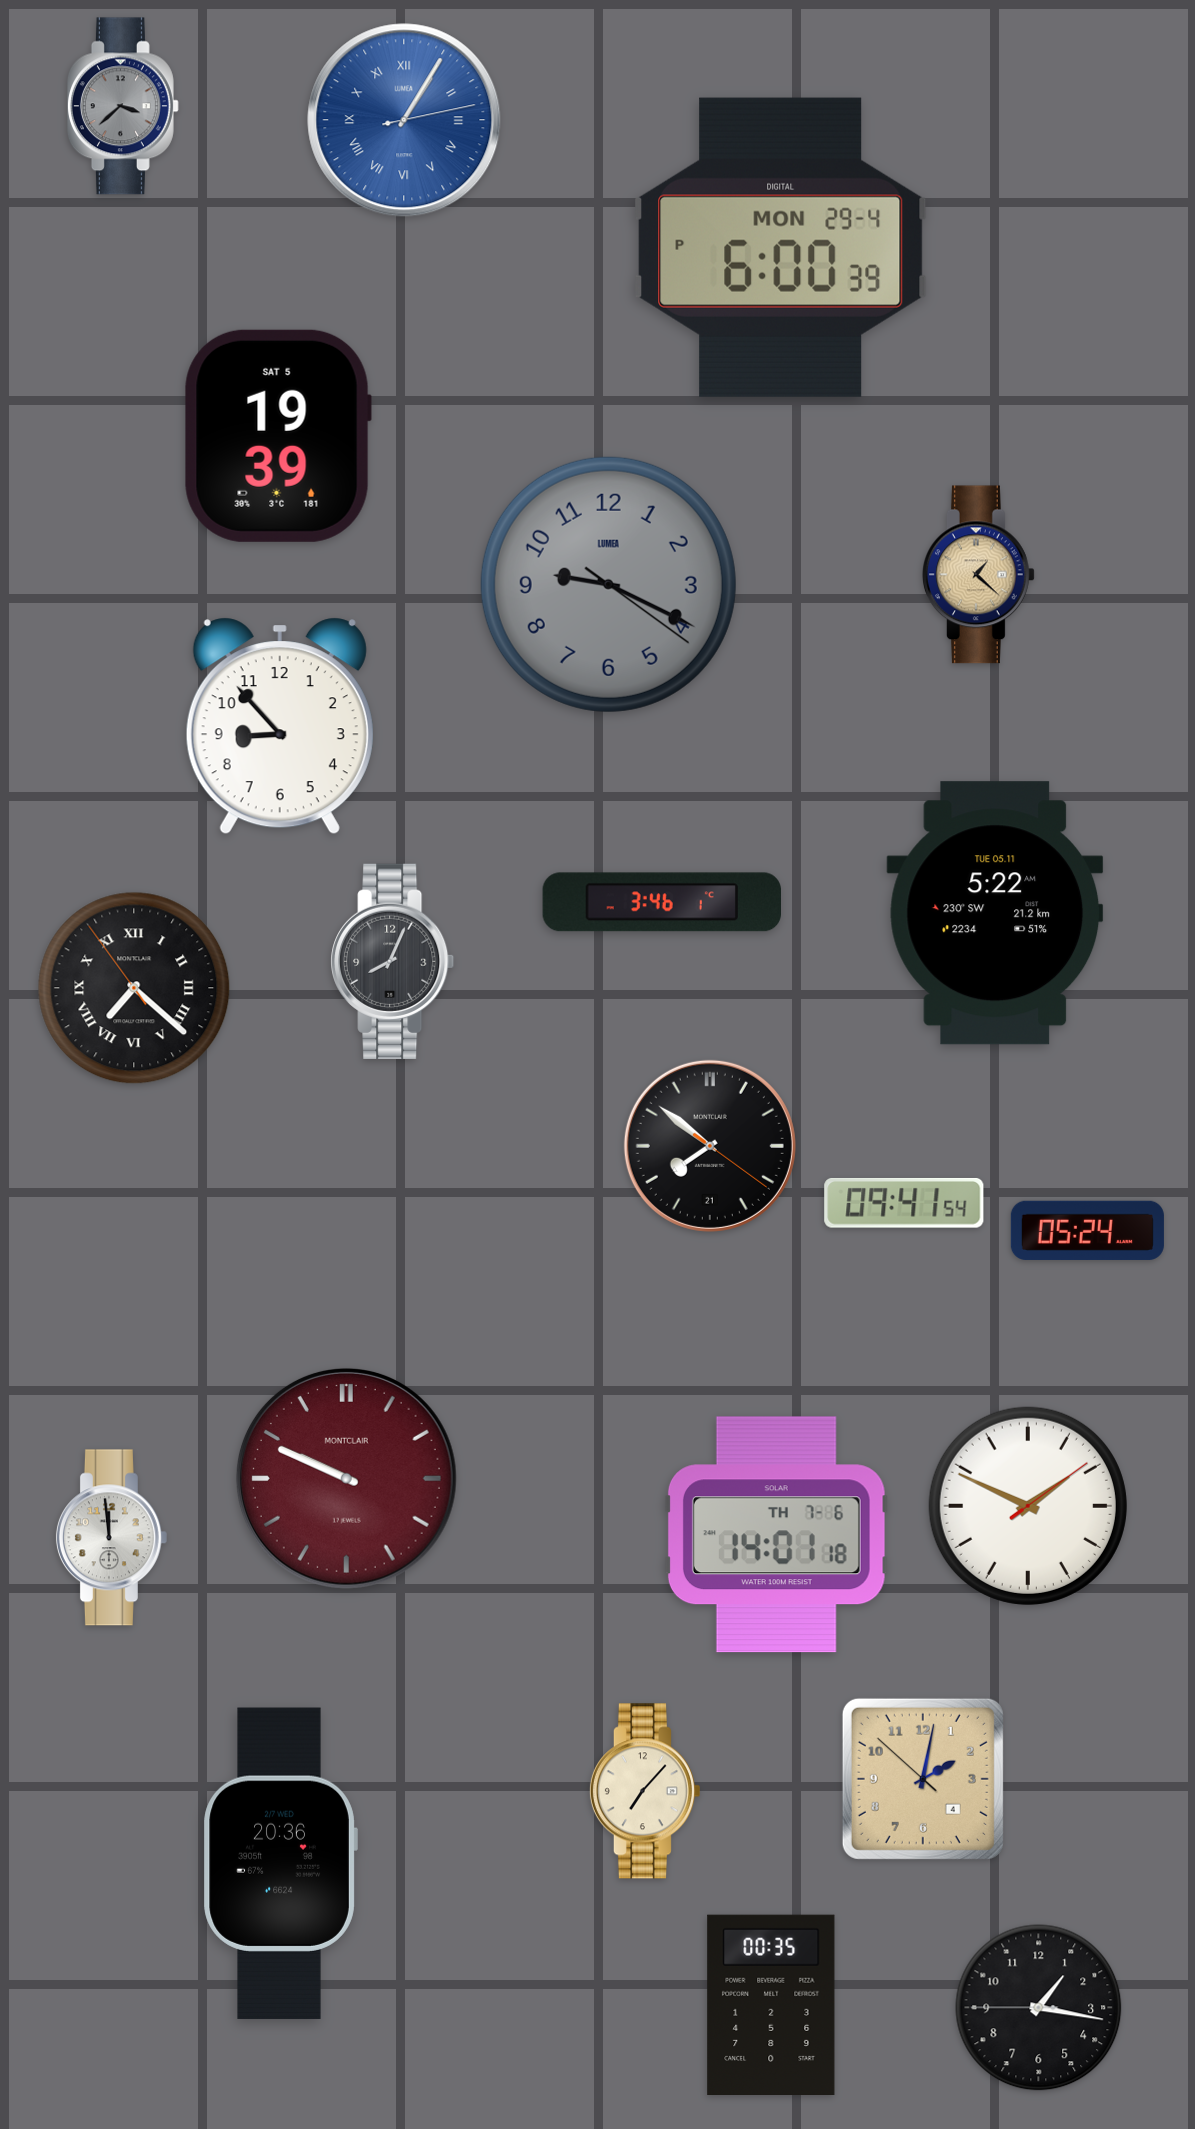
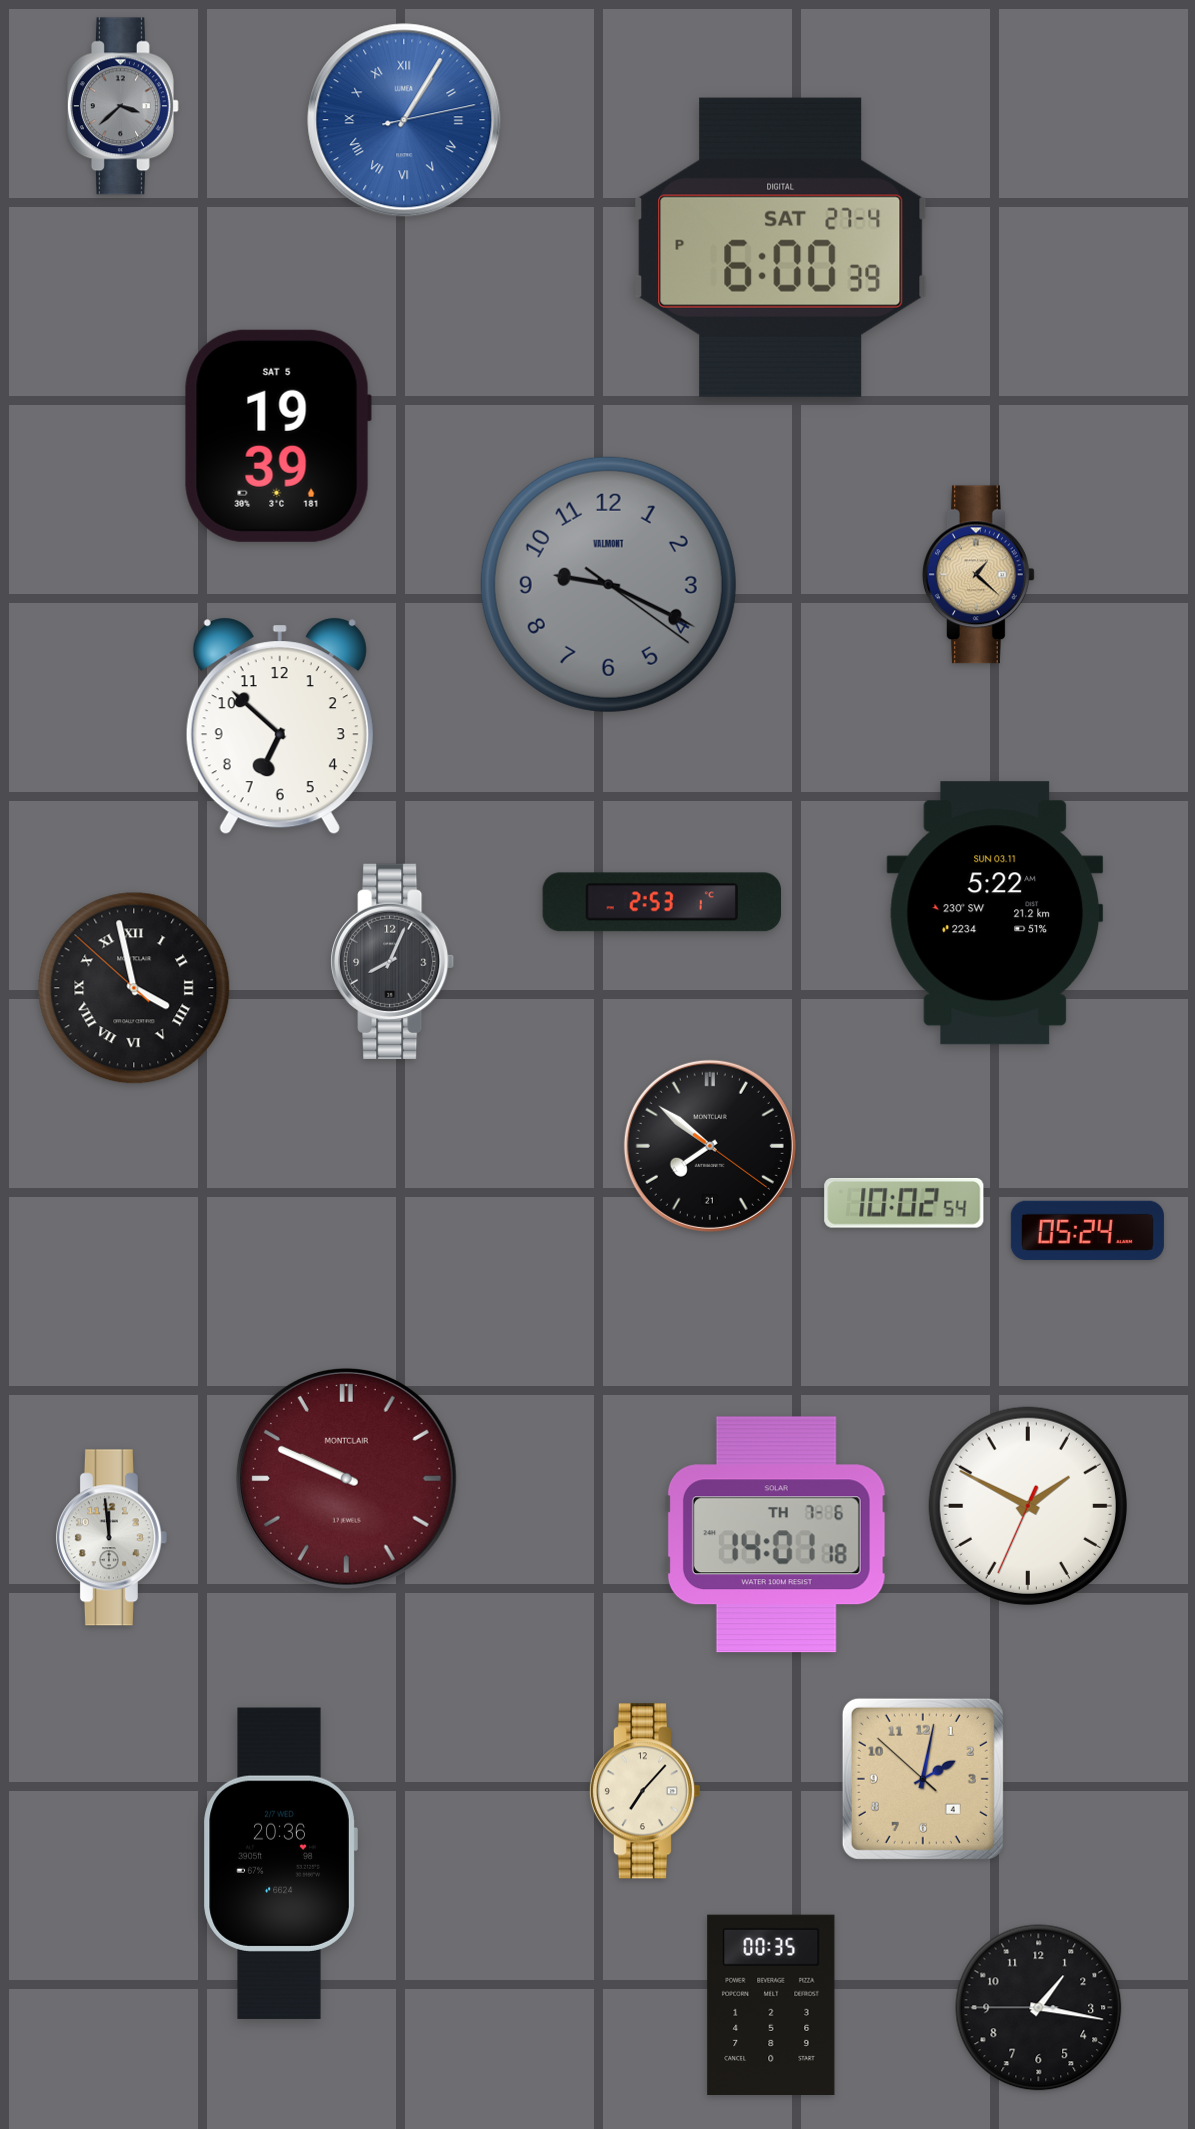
clock at (781, 247) date: MON 29-4 -> SAT 27-4
clock at (608, 584) brand: LUMEA -> VALMONT
clock at (280, 726): 8:53 -> 6:52
clock at (661, 902): 3:46 -> 2:53
clock at (995, 913) date: TUE 05.11 -> SUN 03.11
clock at (134, 988): 7:21 -> 3:57
clock at (904, 1203): 09:41 -> 10:02
clock at (1028, 1506): 1:49:09 -> 1:49:34
